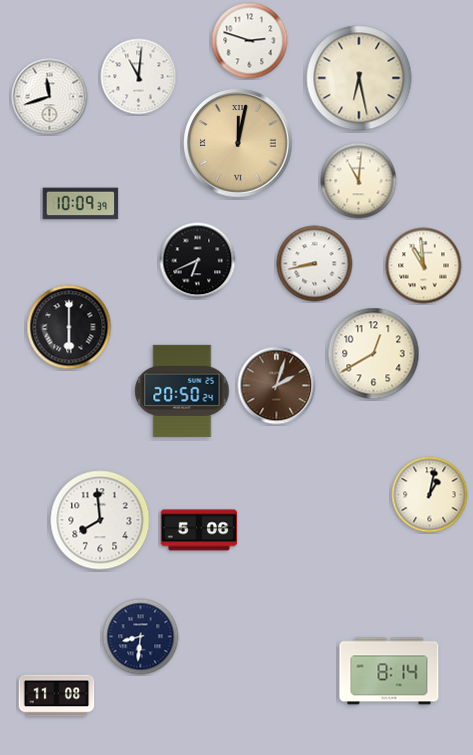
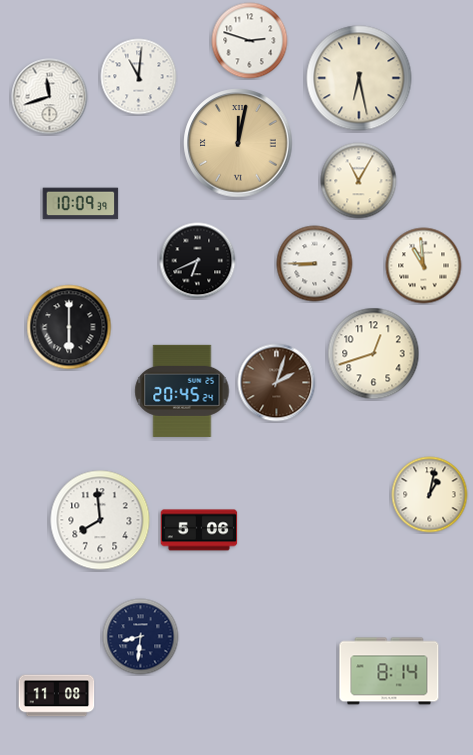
clock at (359, 181): 11:01 -> 11:05
clock at (315, 264): 8:43 -> 8:45
clock at (374, 354): 12:40 -> 12:42
clock at (277, 386) position: (277, 386) -> (277, 383)
clock at (182, 391): 20:50 -> 20:45
